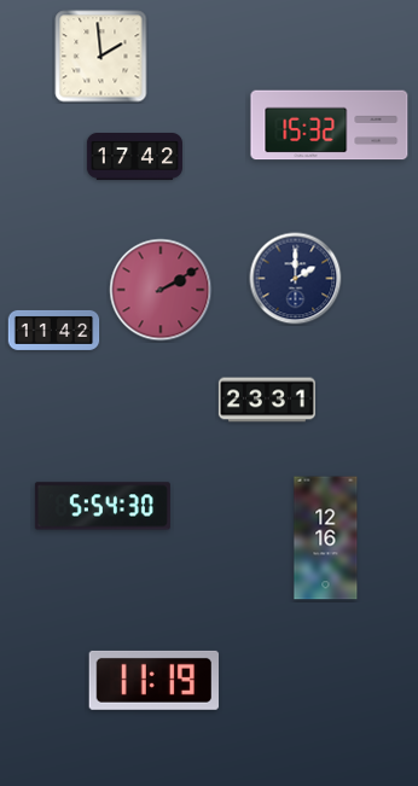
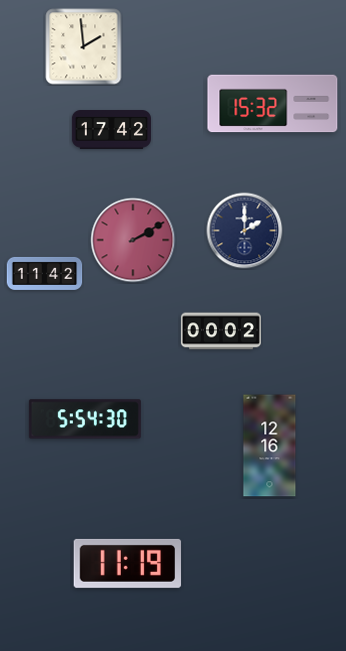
clock at (267, 400): 23:31 -> 00:02
